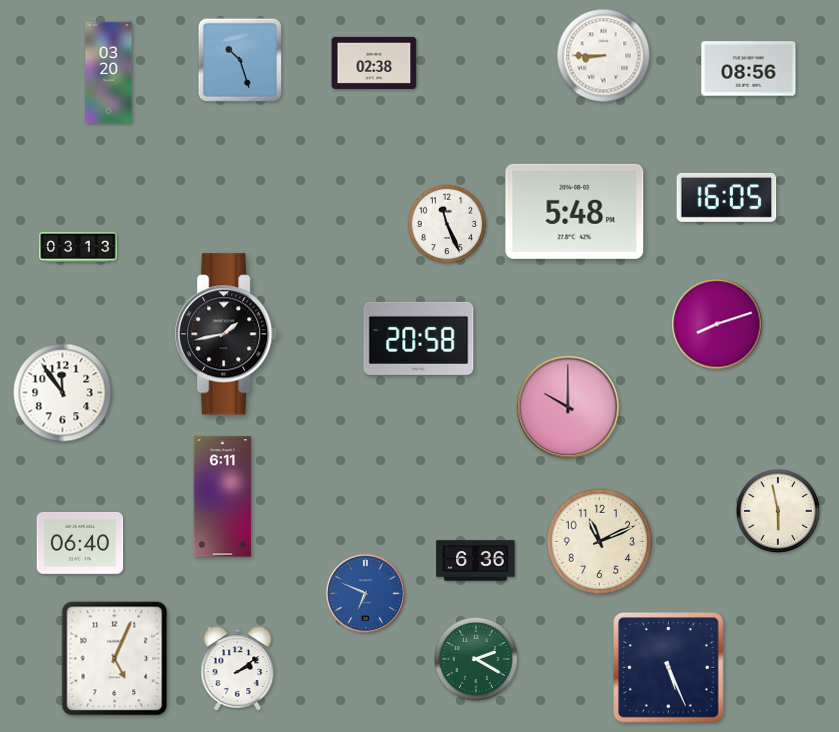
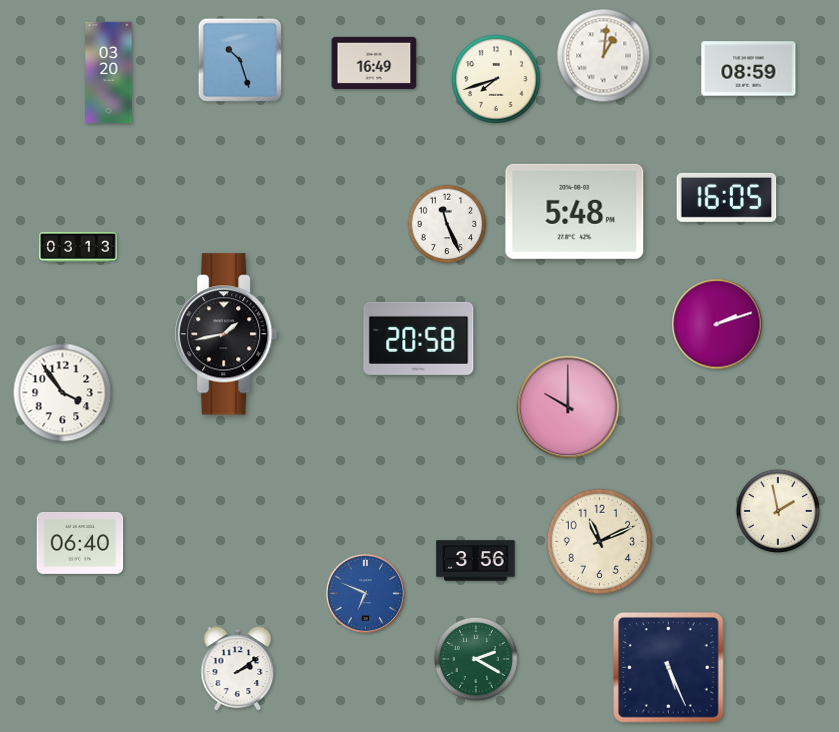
clock at (604, 56): 8:45 -> 1:01
clock at (374, 63): 02:38 -> 16:49
clock at (749, 69): 08:56 -> 08:59
clock at (496, 79): none -> 7:42
clock at (717, 324): 8:12 -> 2:12
clock at (63, 393): 11:54 -> 3:54
clock at (223, 497): 6:11 -> none
clock at (778, 511): 5:58 -> 1:58
clock at (476, 561): 6:36 -> 3:56
clock at (115, 659): 5:04 -> none
